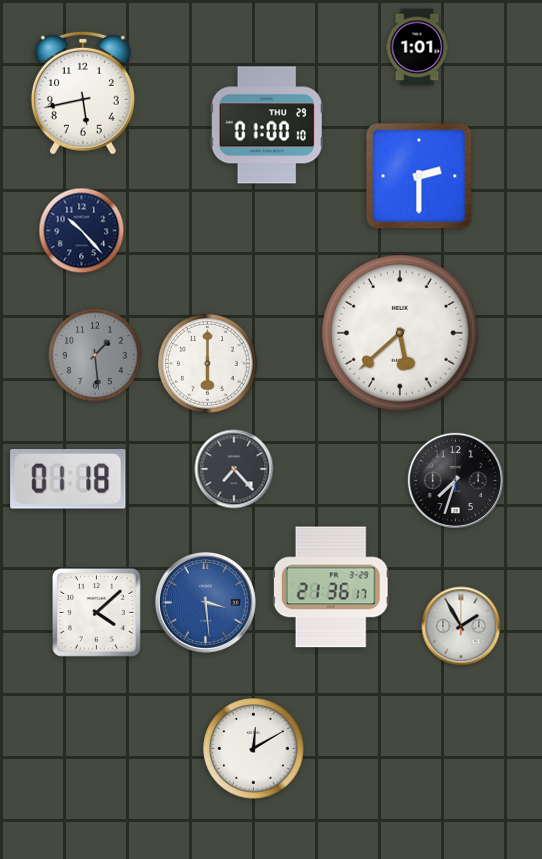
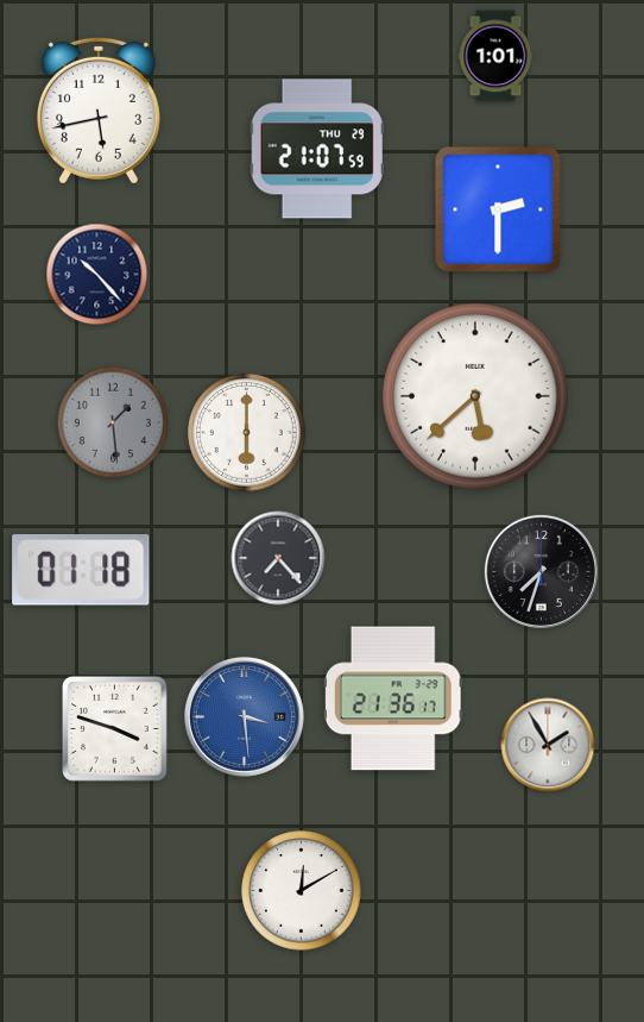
clock at (267, 125): 01:00 -> 21:07
clock at (96, 612): 4:08 -> 3:48
